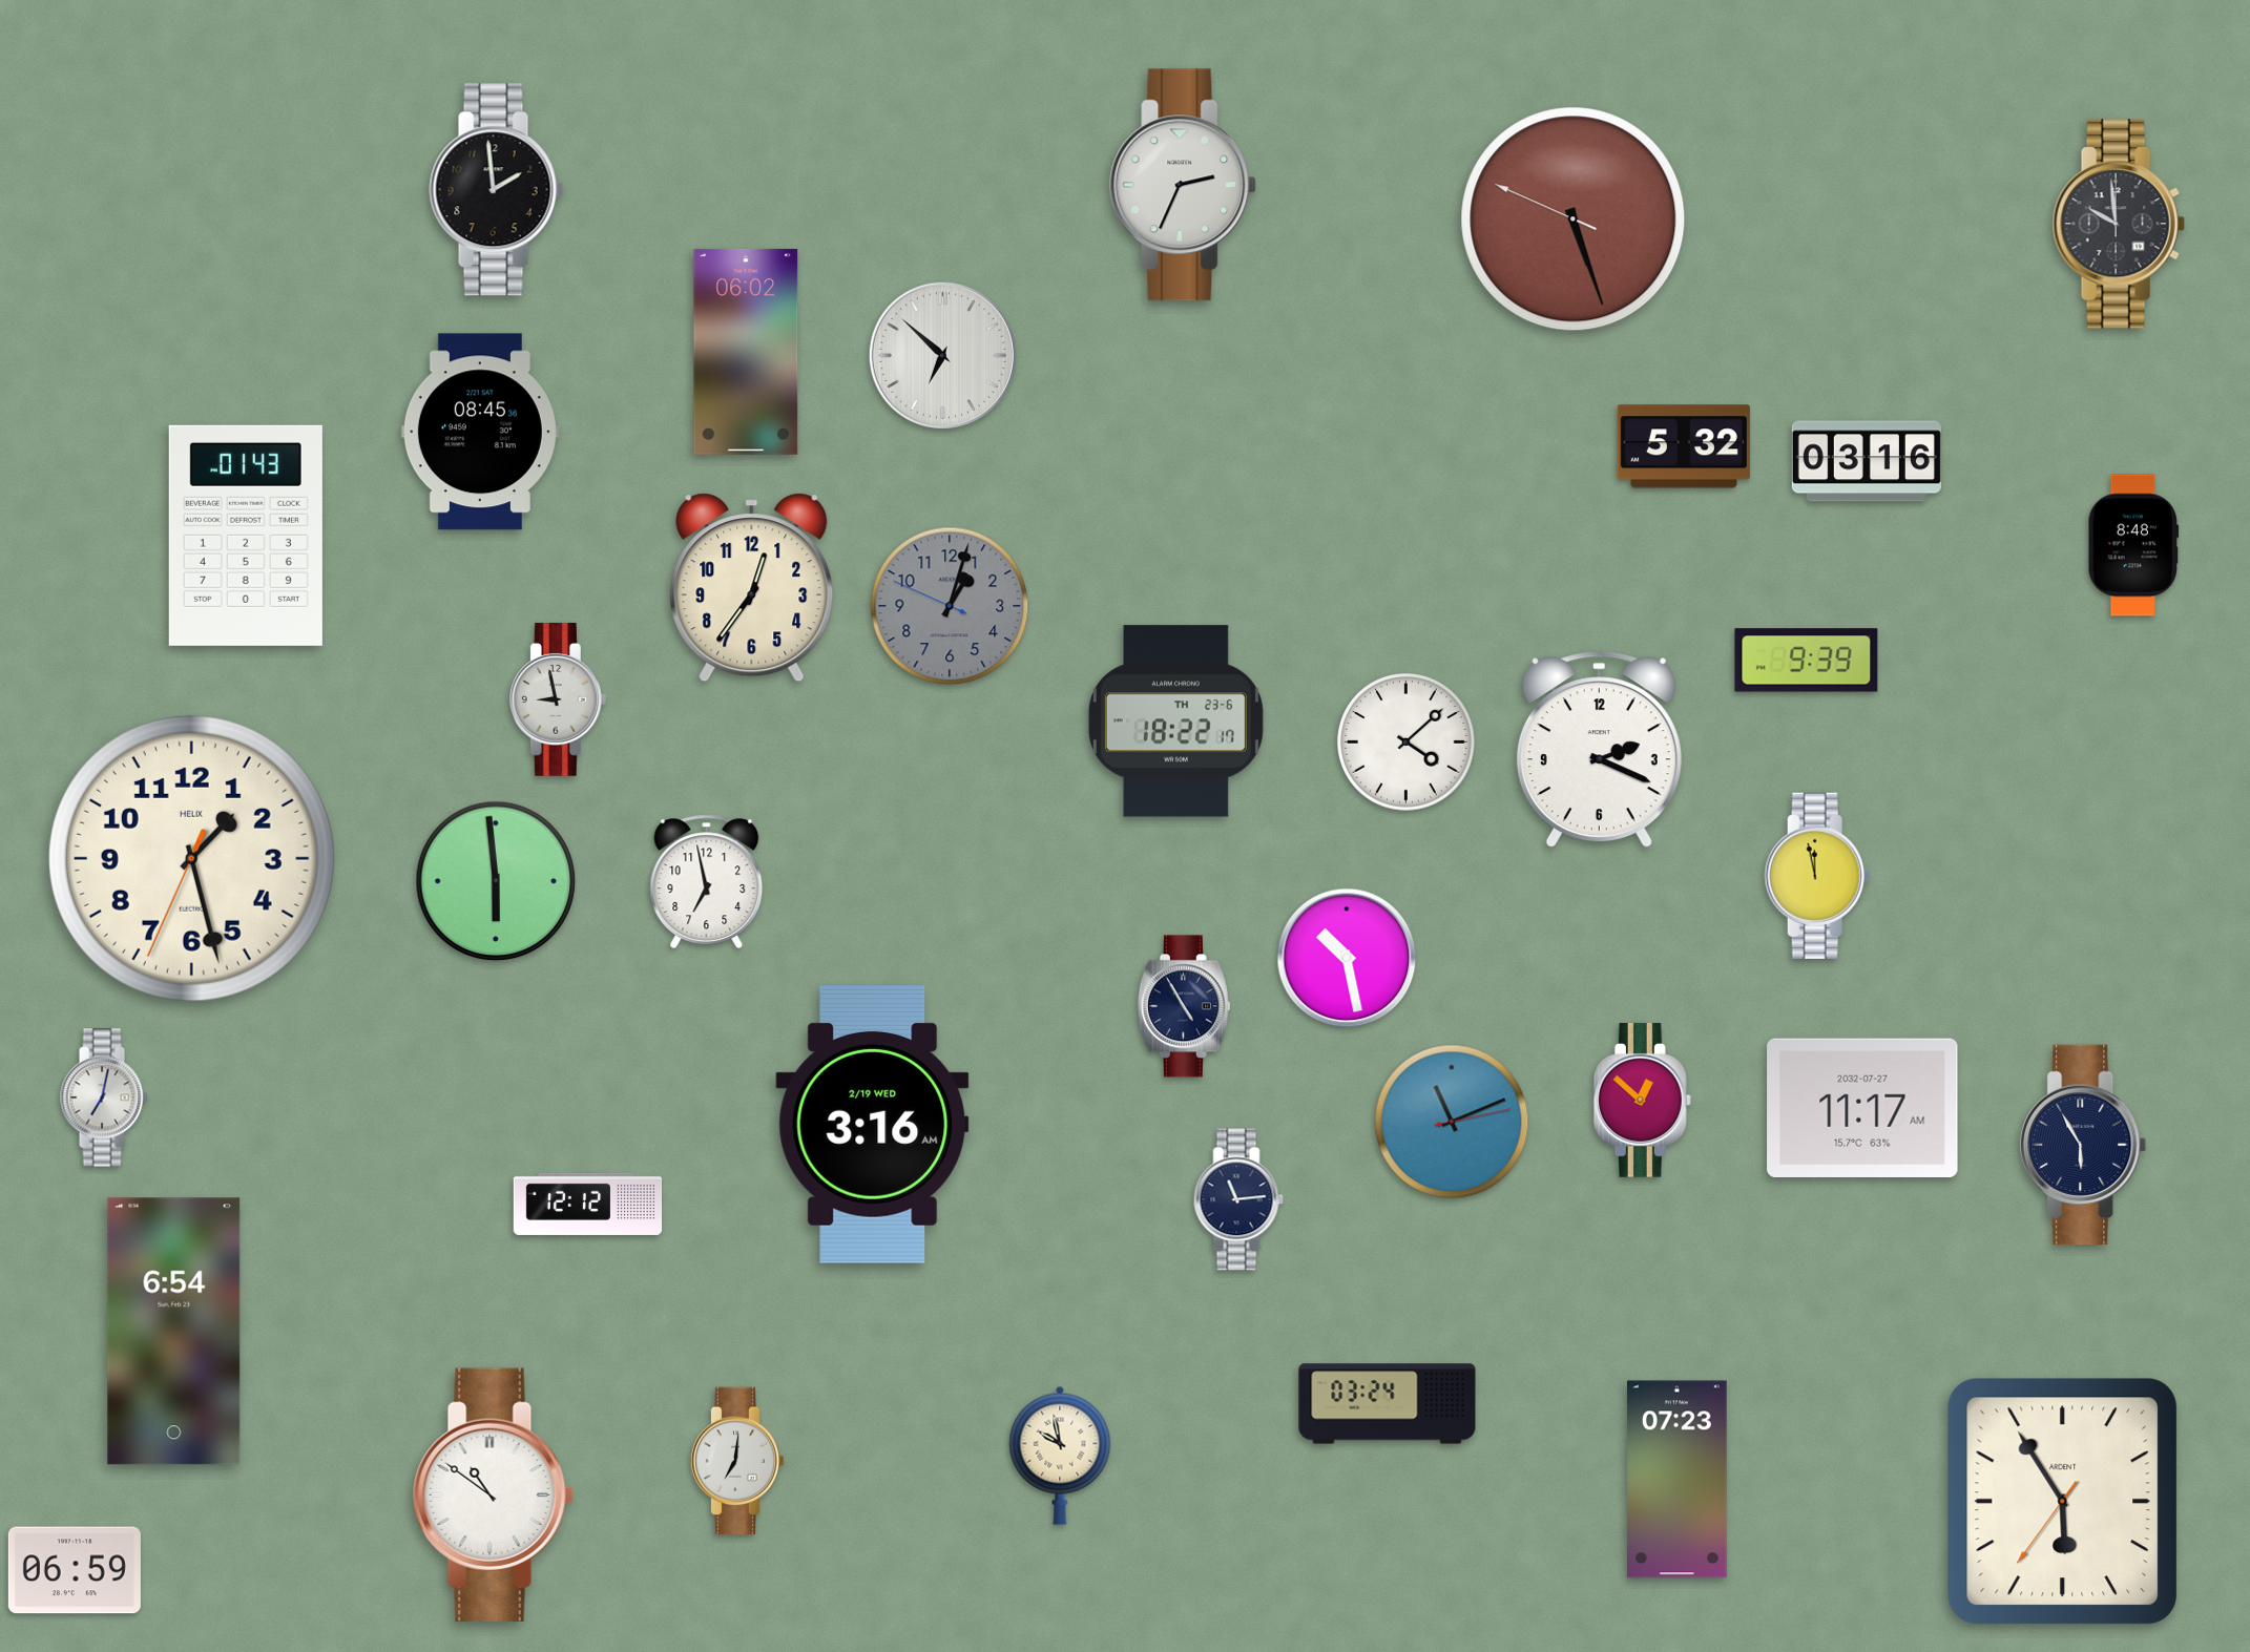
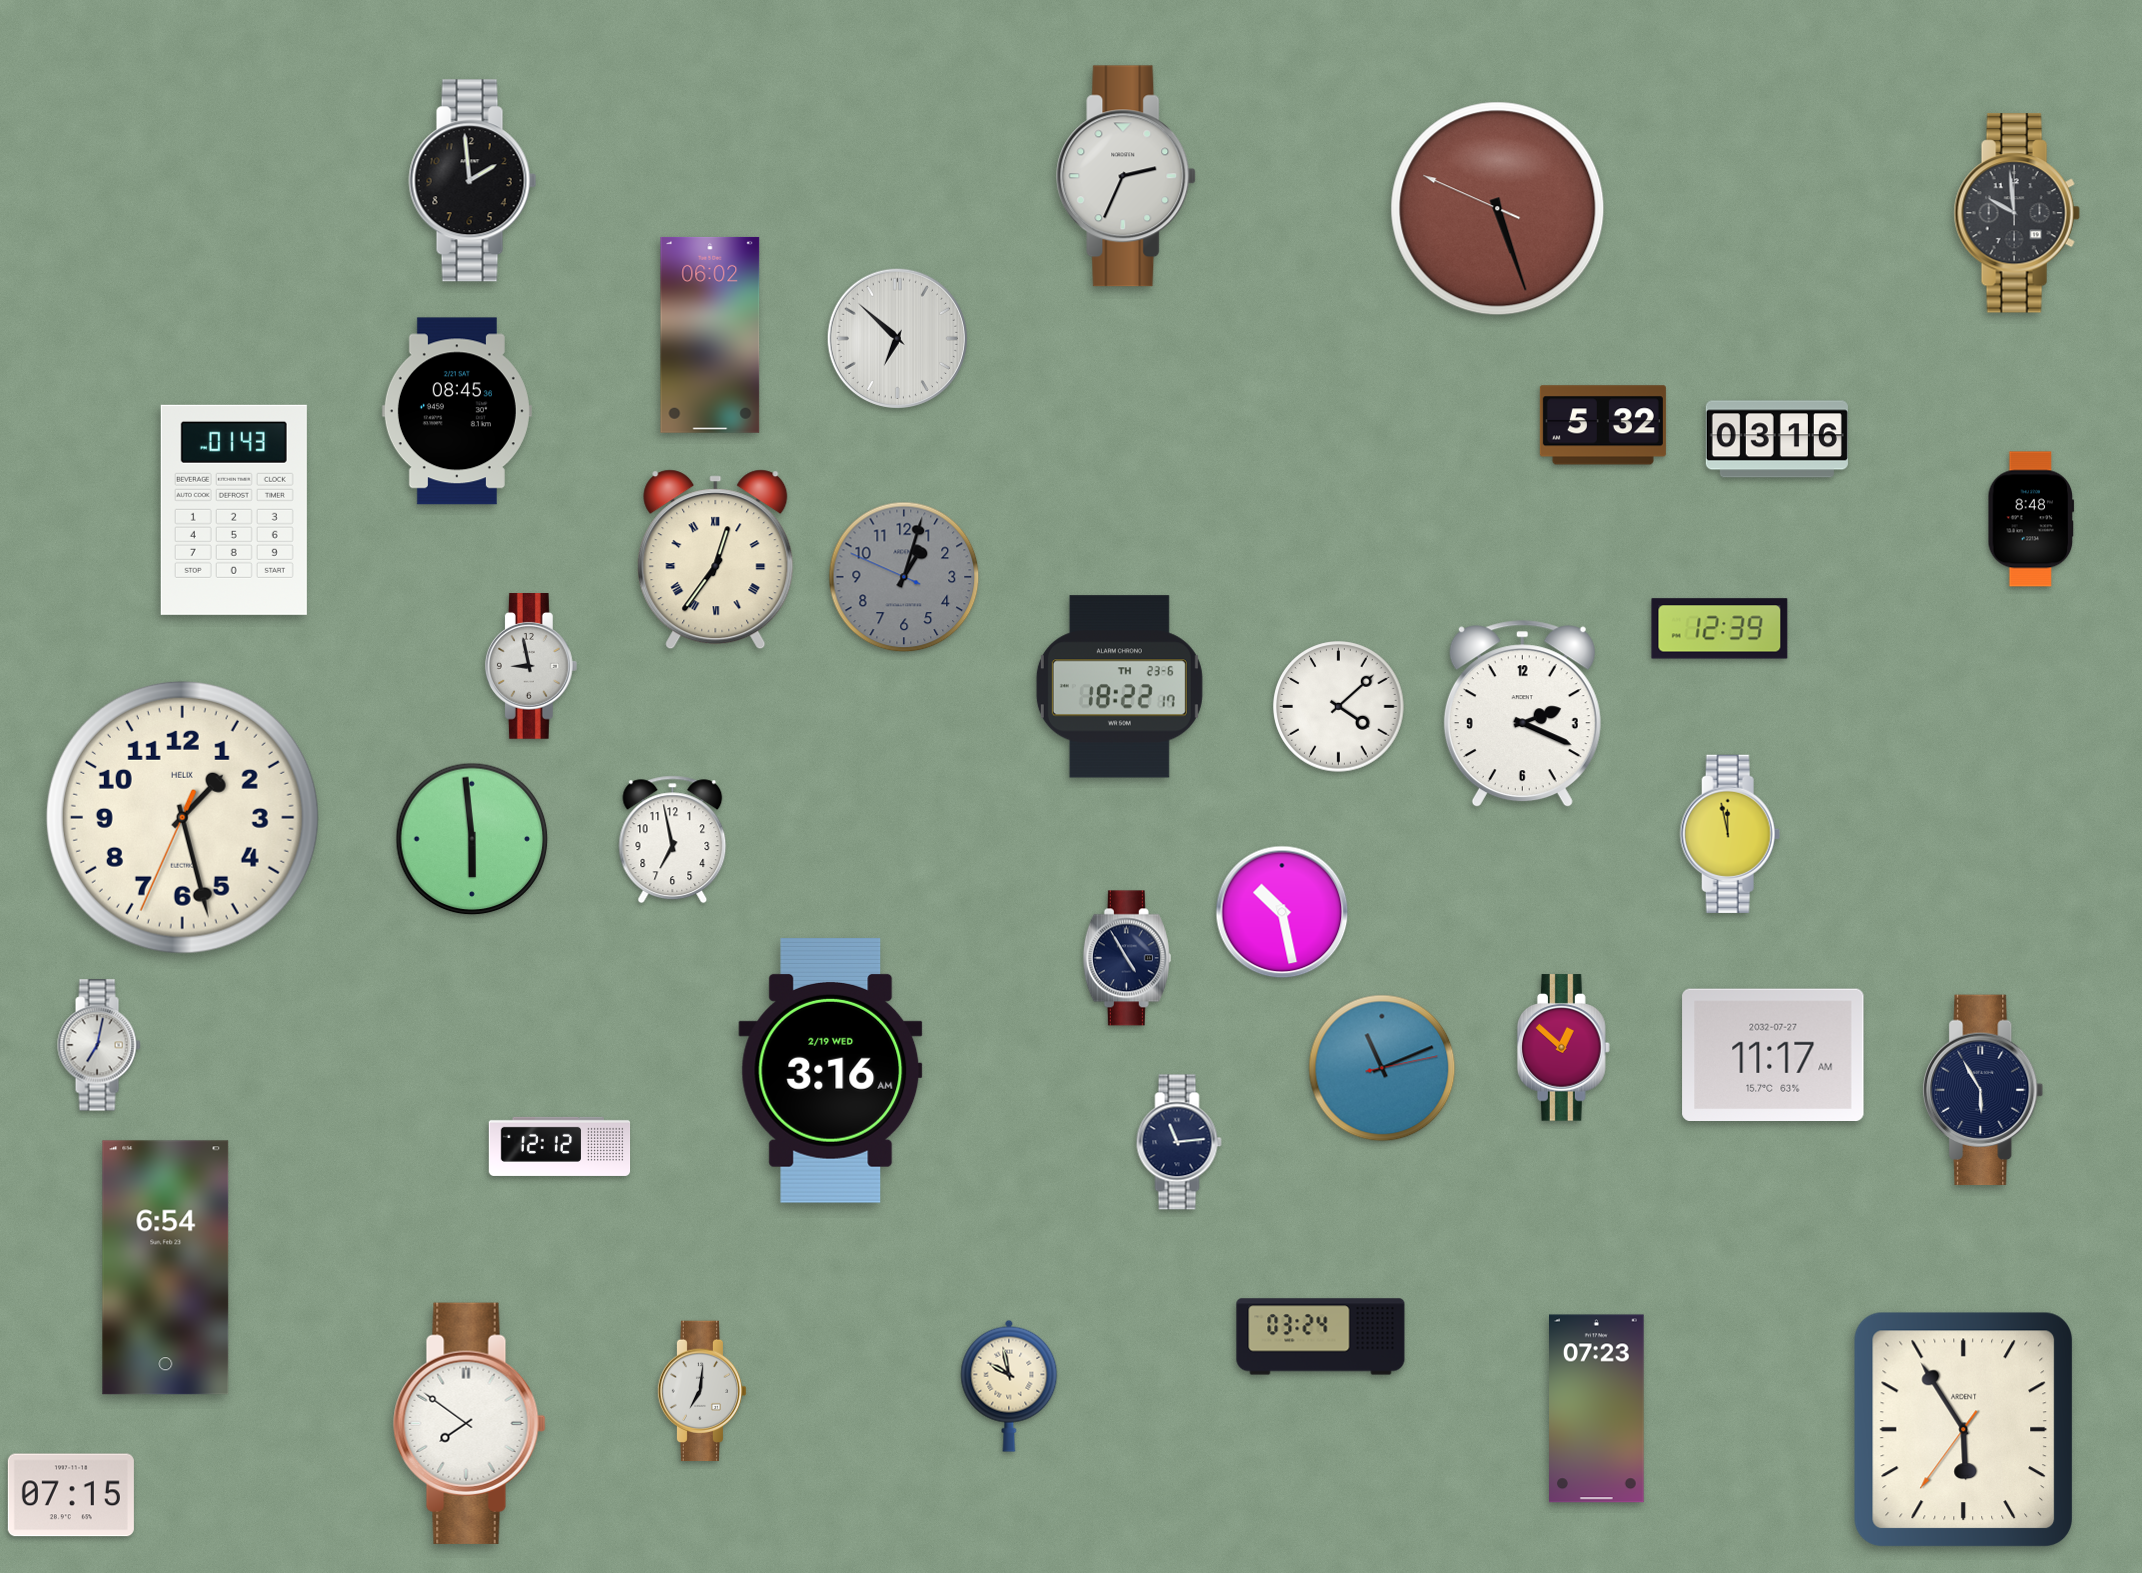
clock at (752, 588) numerals: Arabic -> Roman
clock at (1807, 661): 9:39 -> 12:39
clock at (494, 1494): 10:51 -> 7:51
clock at (75, 1570): 06:59 -> 07:15
